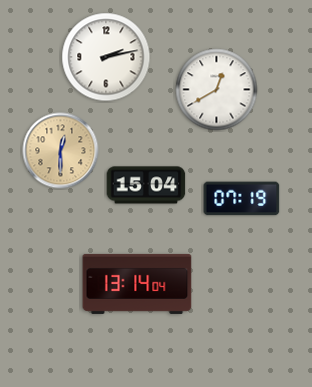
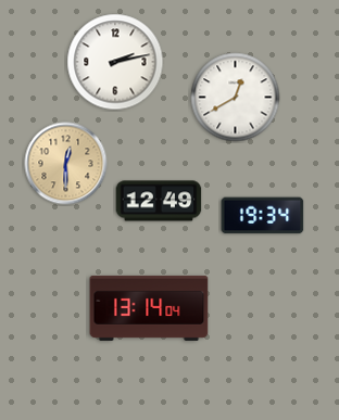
clock at (146, 185): 15:04 -> 12:49
clock at (242, 199): 07:19 -> 19:34
